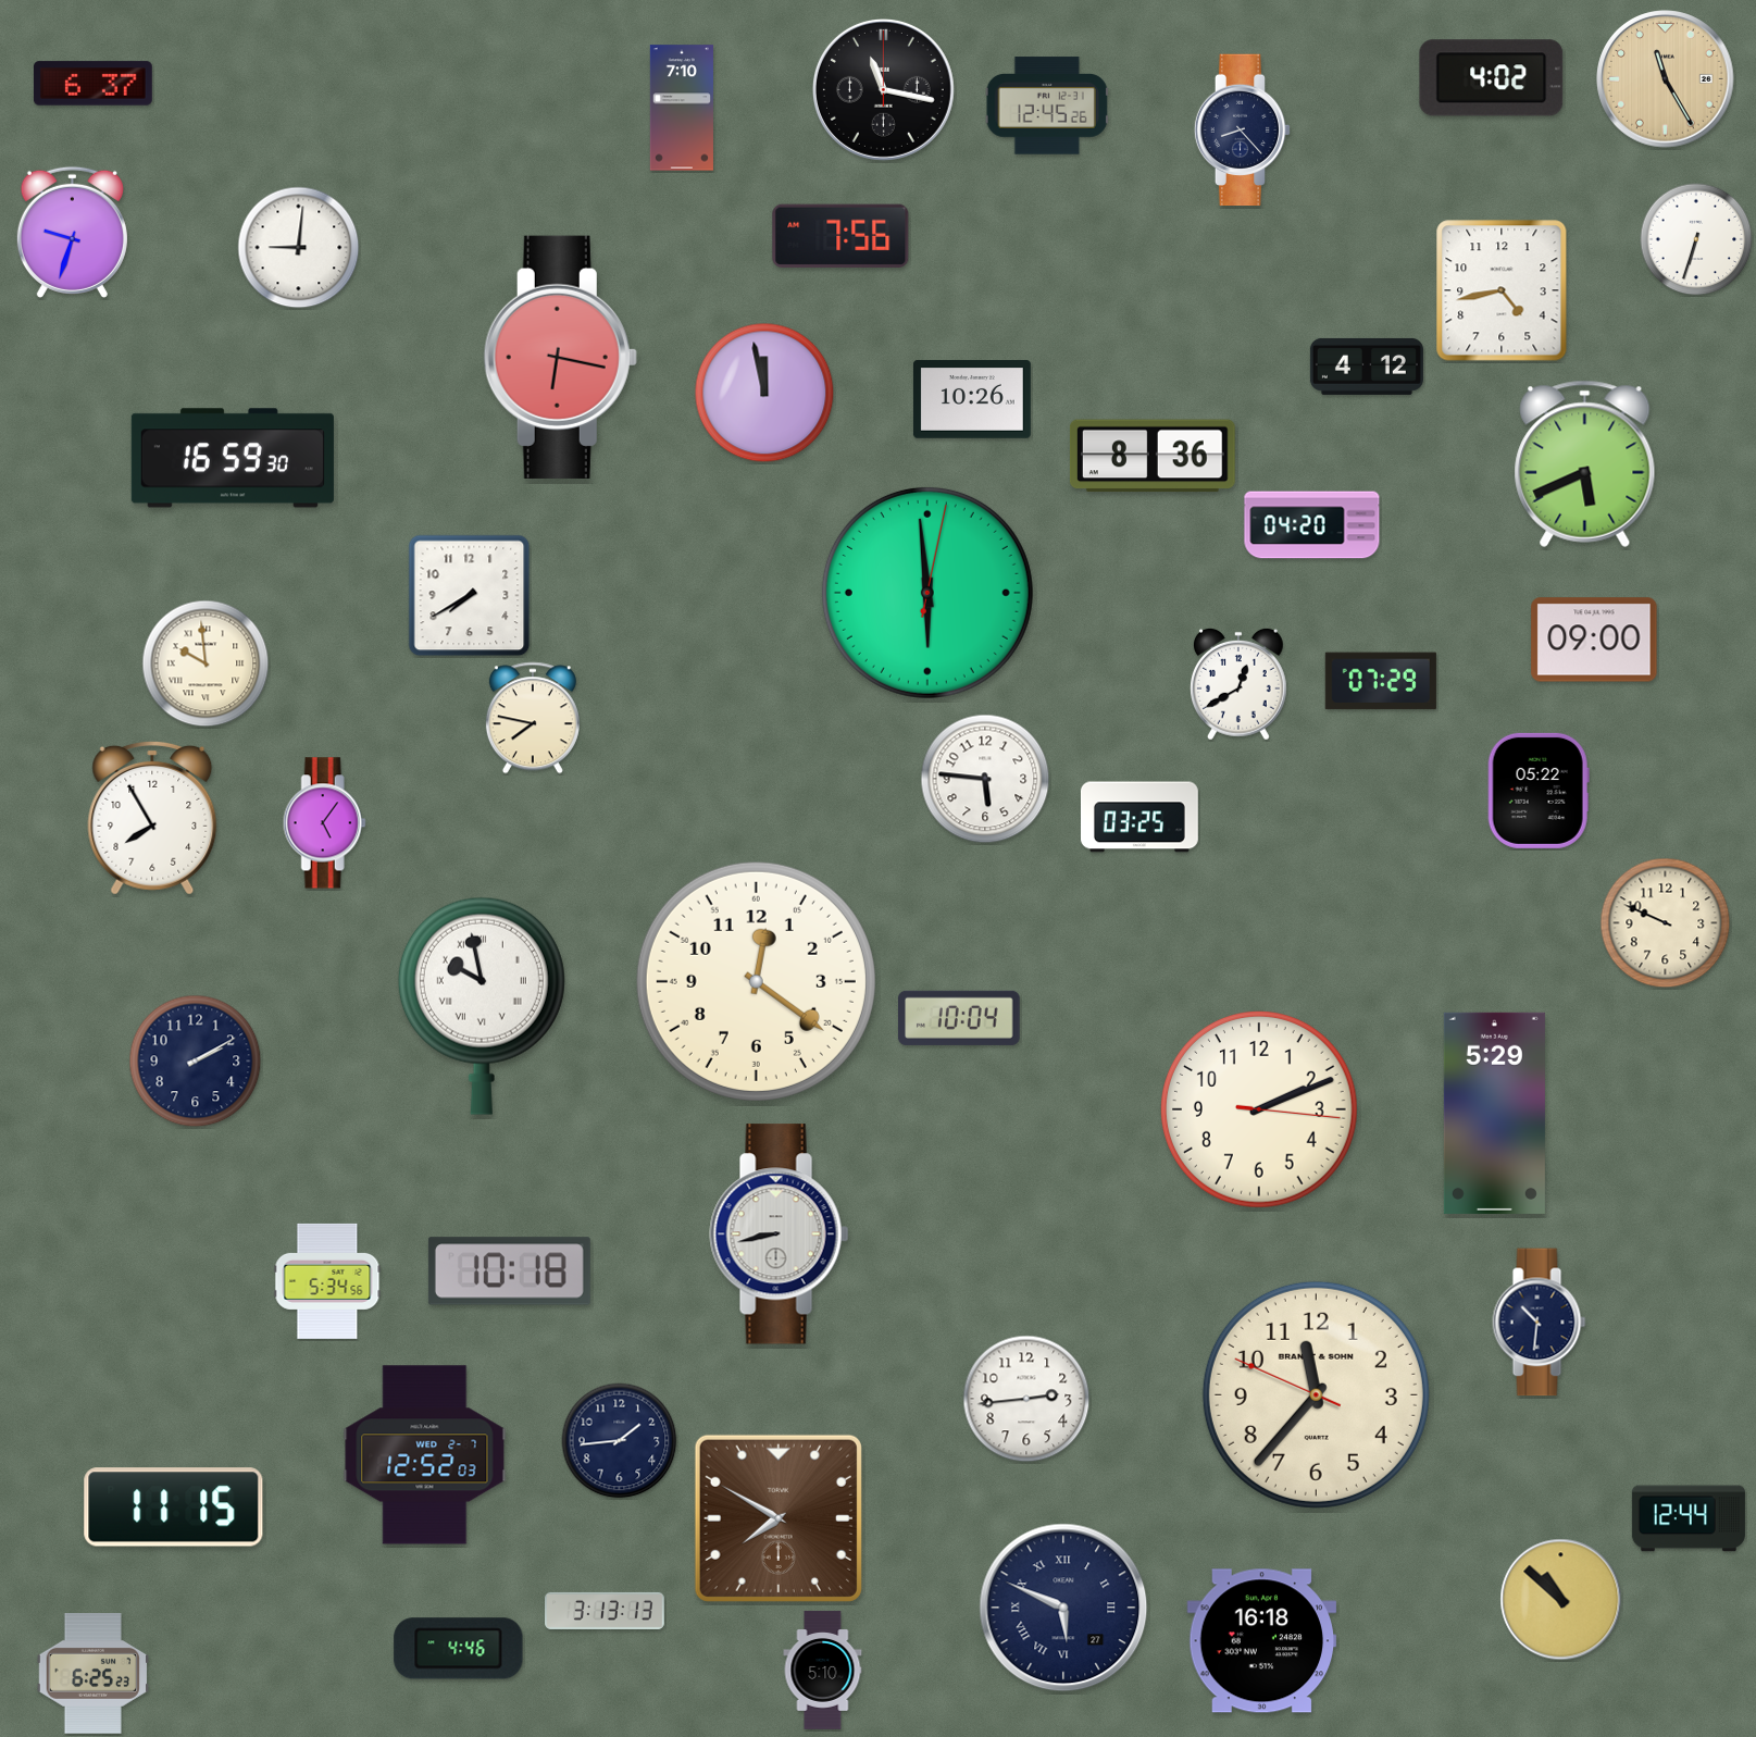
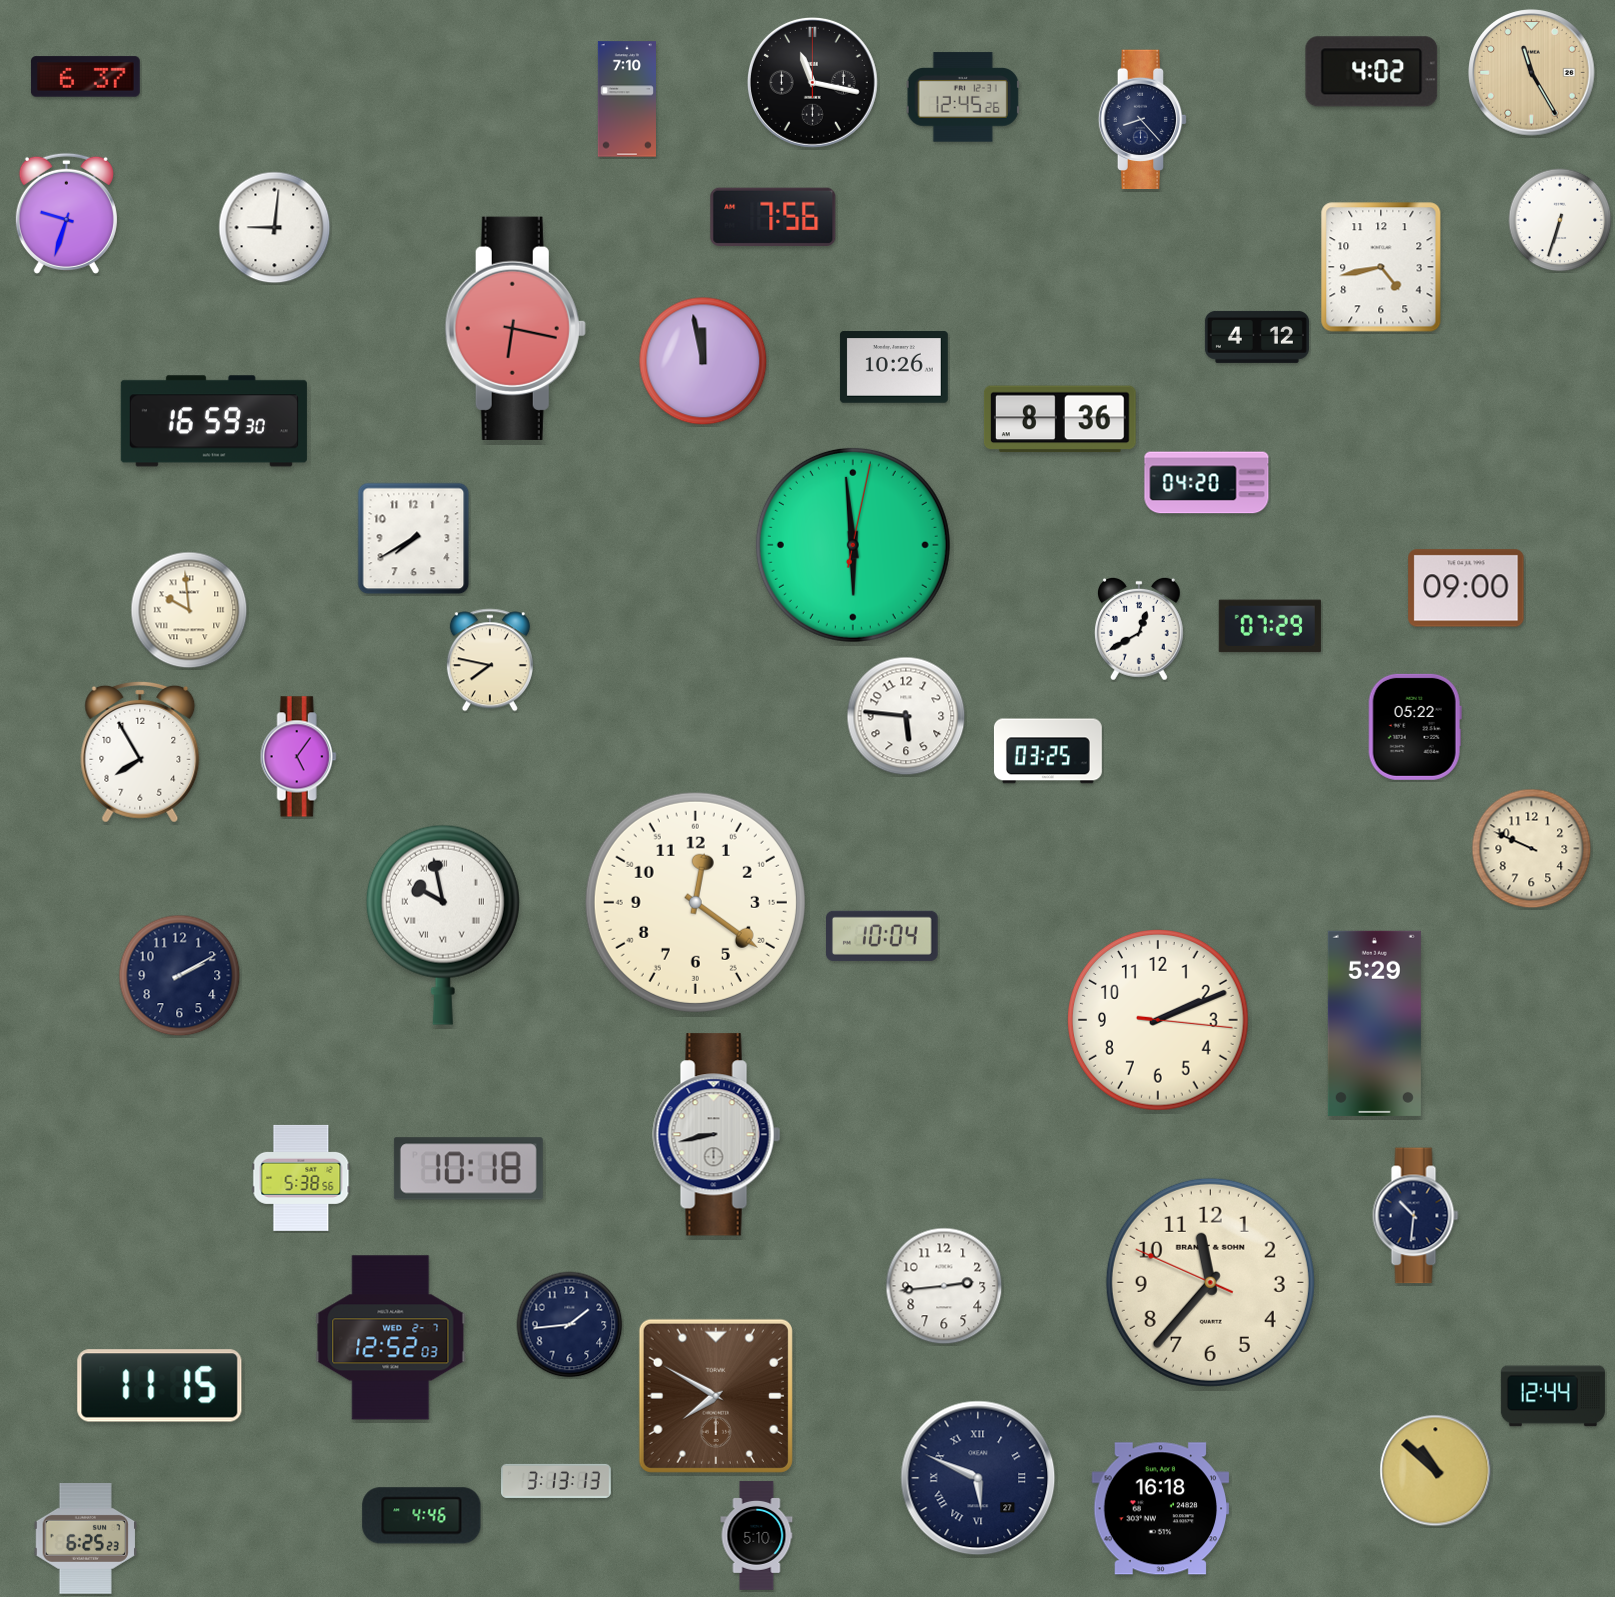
clock at (1585, 463): 5:41 -> none
clock at (470, 596) position: (470, 596) -> (414, 539)
clock at (327, 1281): 5:34 -> 5:38
